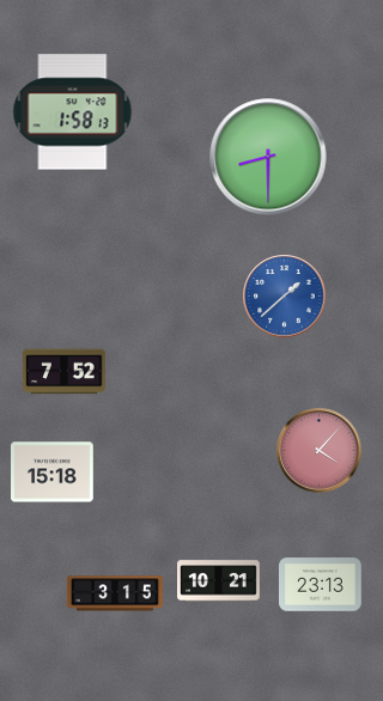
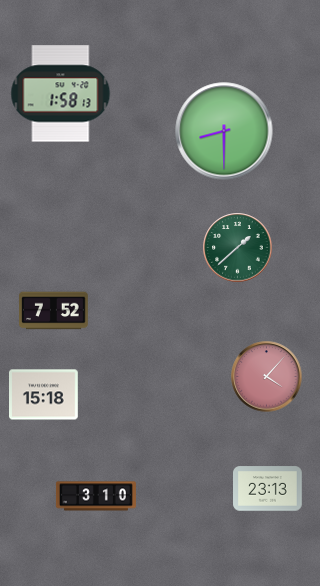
clock at (285, 297) dial: blue -> green
clock at (219, 581): 10:21 -> none
clock at (115, 593): 3:15 -> 3:10
